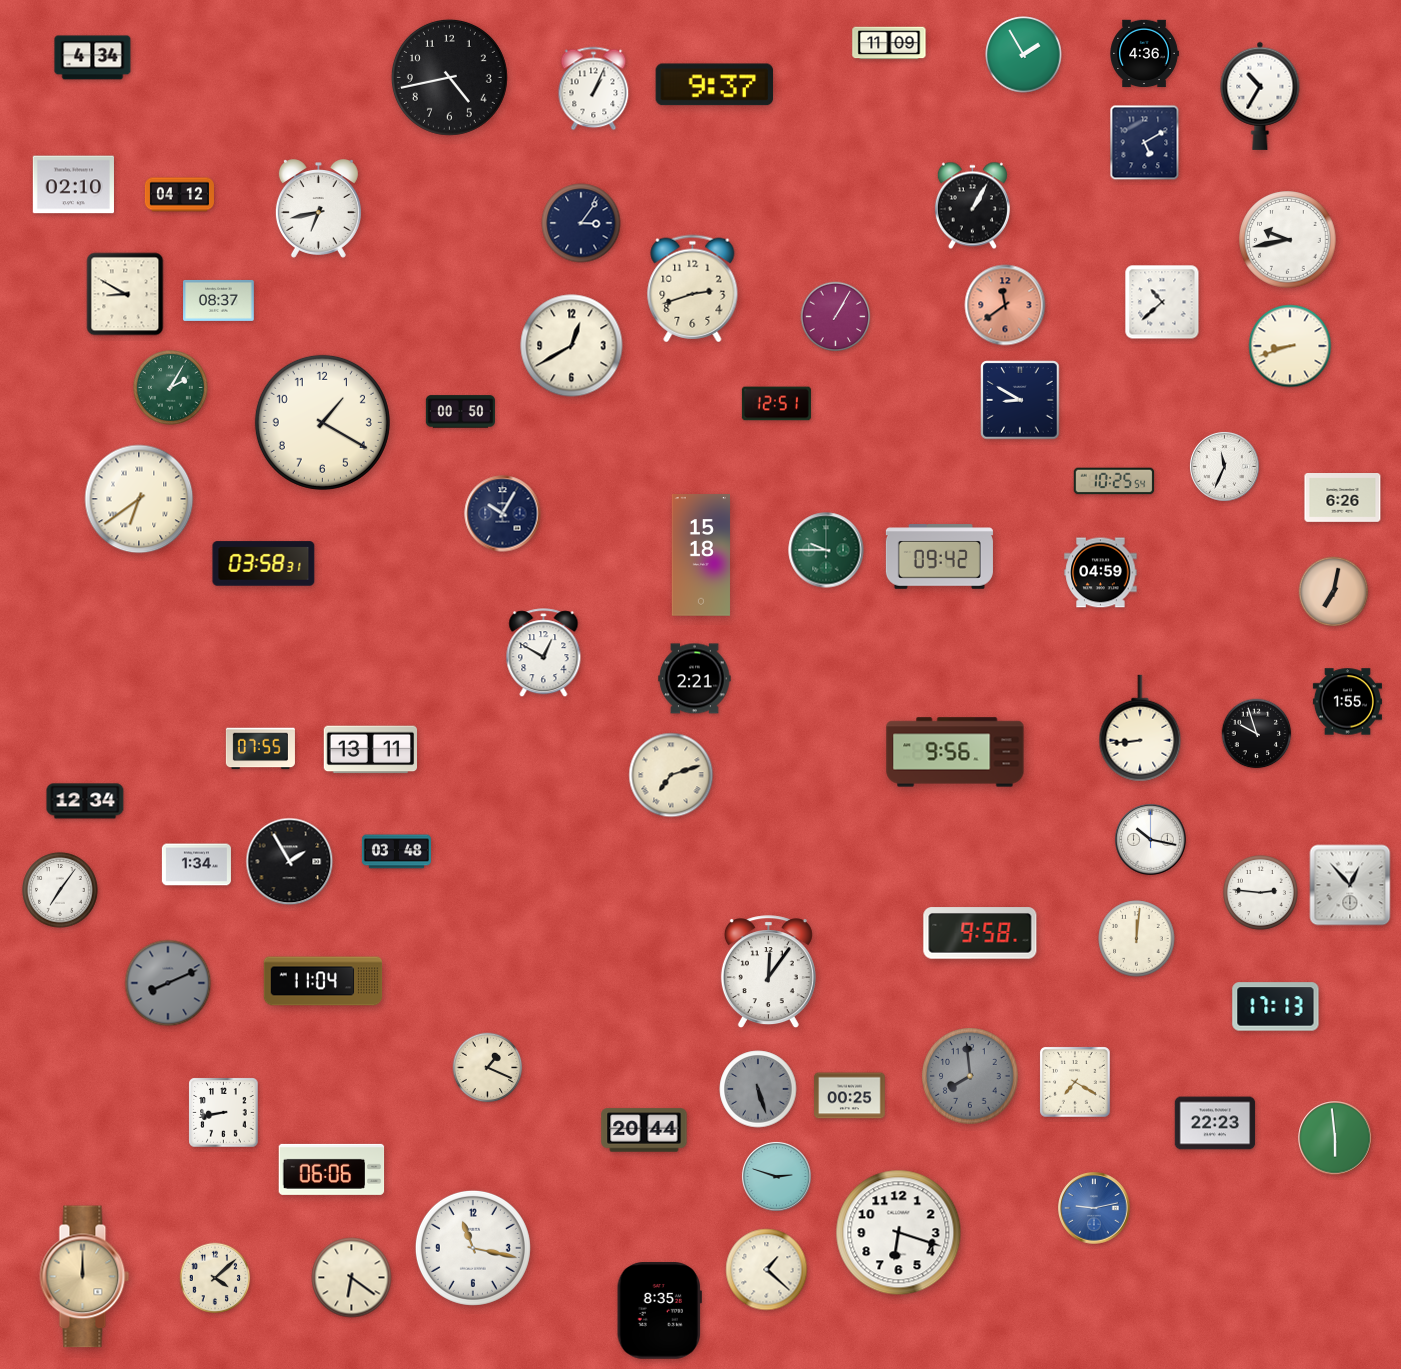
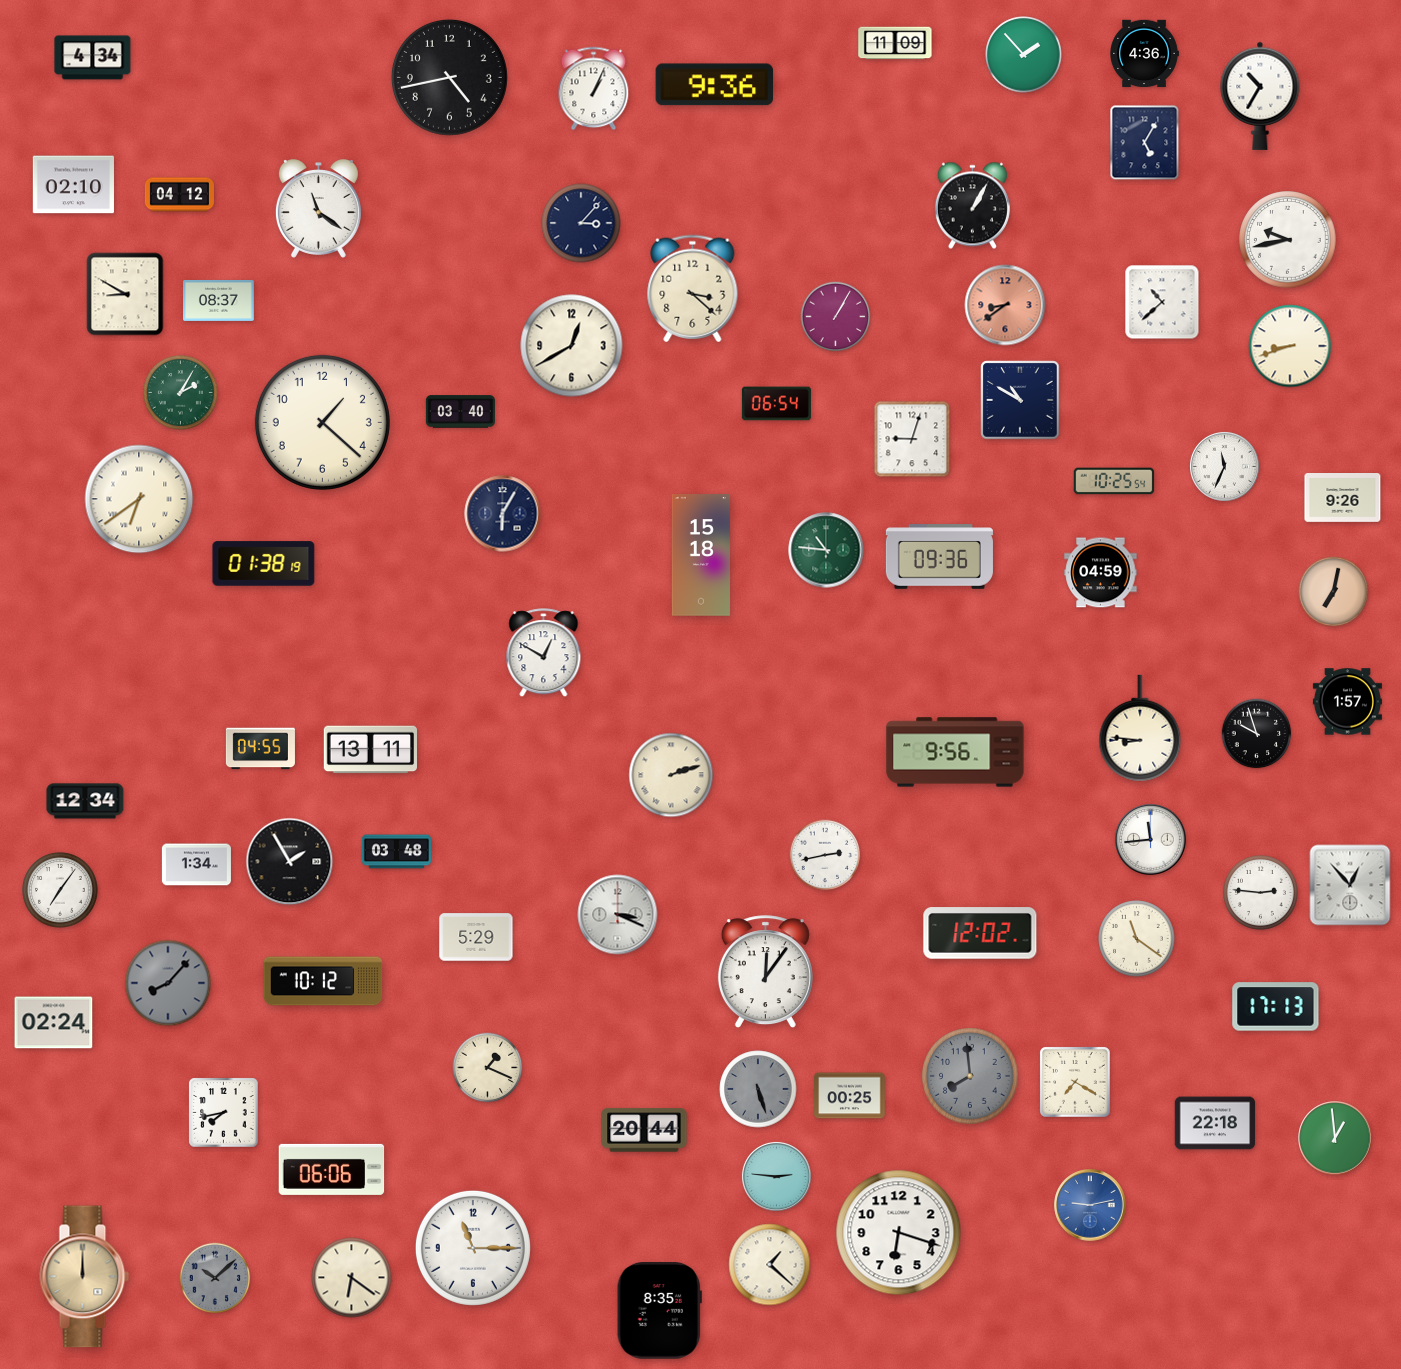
clock at (889, 43) position: (889, 43) -> (895, 43)
clock at (1024, 55): 1:55 -> 1:53
clock at (715, 85): 9:37 -> 9:36
clock at (1145, 143): 5:10 -> 5:05
clock at (318, 209): 6:43 -> 11:21
clock at (581, 223): 3:06 -> 3:07
clock at (693, 289): 2:42 -> 3:22
clock at (1005, 305): 11:39 -> 8:39
clock at (171, 388) position: (171, 388) -> (181, 393)
clock at (1020, 400): 8:50 -> 10:50
clock at (776, 404): 12:51 -> 06:54
clock at (460, 412): 00:50 -> 03:40
clock at (322, 422): 1:20 -> 1:22
clock at (912, 439): none -> 9:03
clock at (1343, 498): 6:26 -> 9:26
clock at (503, 514): 10:05 -> 6:05
clock at (826, 550): 9:45 -> 10:46
clock at (939, 557): 09:42 -> 09:36
clock at (264, 564): 03:58 -> 01:38
clock at (695, 679): 2:21 -> none
clock at (1347, 702): 1:55 -> 1:57
clock at (1140, 728): 8:44 -> 8:46
clock at (260, 749): 07:55 -> 04:55
clock at (671, 775): 7:12 -> 2:12
clock at (1151, 840): 10:17 -> 11:44
clock at (825, 855): none -> 2:43
clock at (618, 915): none -> 3:19
clock at (980, 933): 9:58 -> 12:02
clock at (476, 937): none -> 5:29
clock at (1137, 939): 12:01 -> 11:21
clock at (768, 972) position: (768, 972) -> (765, 972)
clock at (323, 981): 11:04 -> 10:12
clock at (168, 983): 8:11 -> 8:07
clock at (54, 1023): none -> 02:24
clock at (224, 1113): 8:43 -> 7:43
clock at (1215, 1123): 22:23 -> 22:18
clock at (1335, 1138): 5:59 -> 12:59
clock at (776, 1176): 2:48 -> 2:46
clock at (1094, 1208) position: (1094, 1208) -> (1090, 1205)
clock at (473, 1248): 11:17 -> 11:15
clock at (767, 1270) position: (767, 1270) -> (770, 1265)
clock at (215, 1278): 4:08 -> 10:08
clock at (215, 1278) dial: cream -> grey
